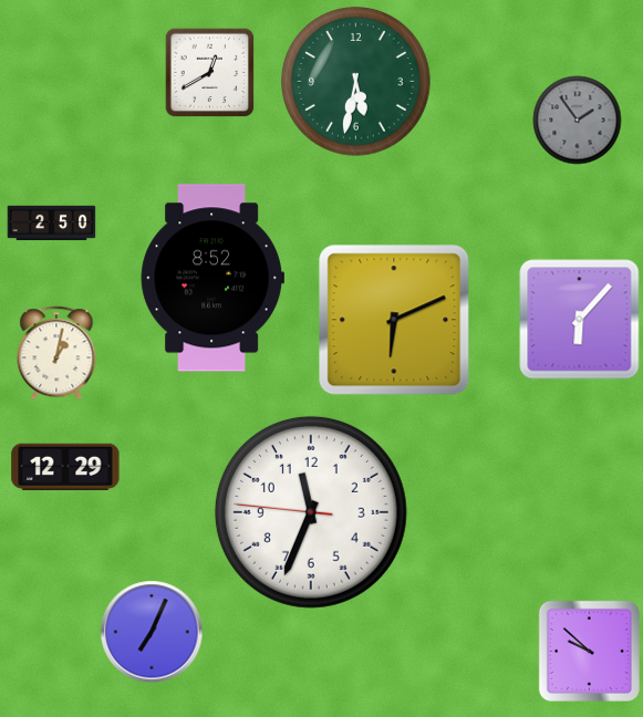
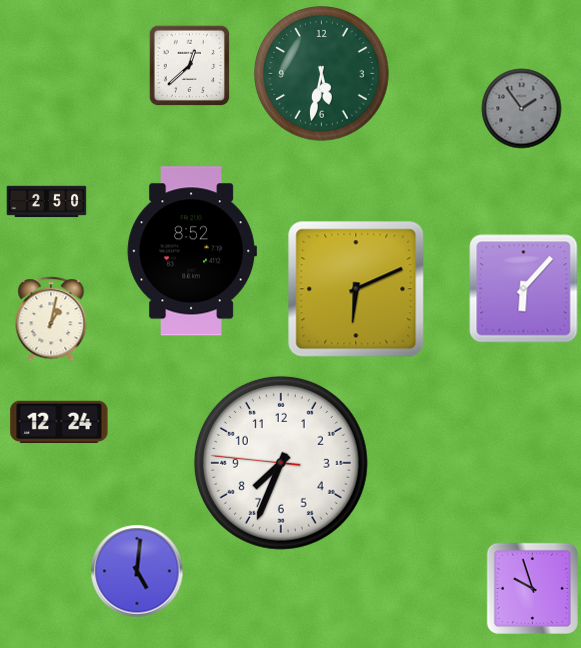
clock at (209, 72): 12:40 -> 12:38
clock at (65, 467): 12:29 -> 12:24
clock at (311, 512): 11:33 -> 7:33
clock at (152, 632): 7:04 -> 5:01
clock at (589, 651): 9:52 -> 9:57
